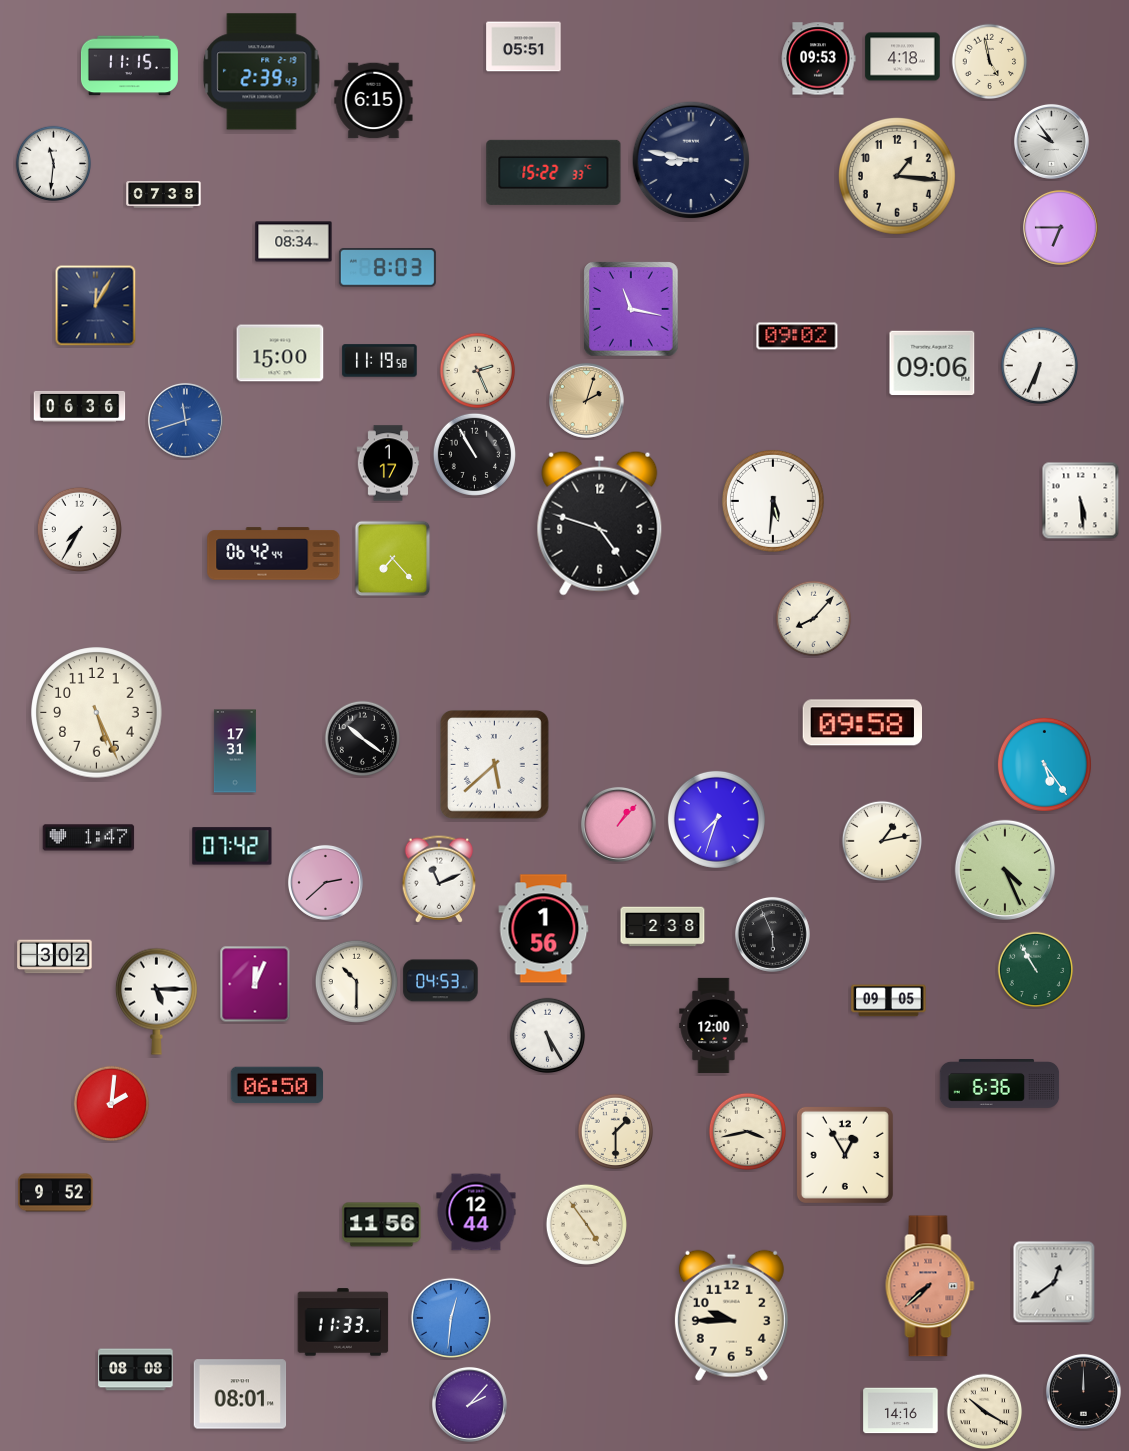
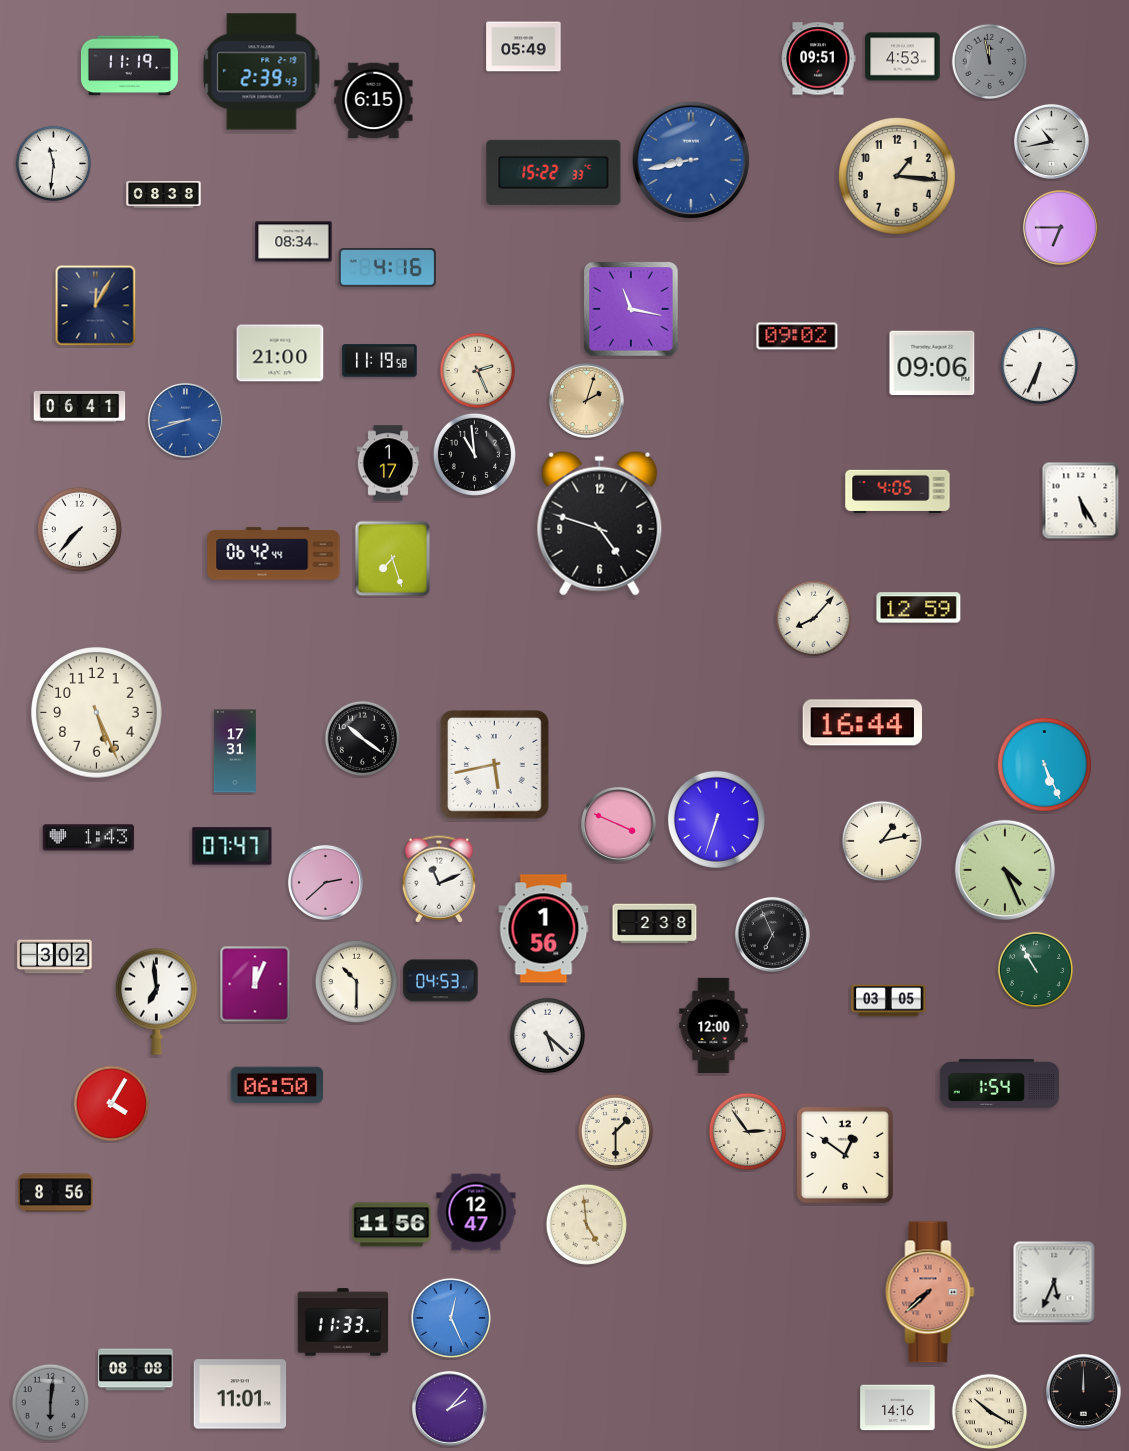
clock at (524, 47): 05:51 -> 05:49
clock at (903, 57): 4:18 -> 4:53
clock at (818, 59): 09:53 -> 09:51
clock at (990, 62): 4:58 -> 11:58
clock at (990, 62) dial: cream -> grey
clock at (129, 66): 11:15 -> 11:19
clock at (1051, 141): 9:54 -> 10:43
clock at (691, 160): 8:47 -> 8:43
clock at (691, 160) dial: navy -> blue
clock at (164, 195): 07:38 -> 08:38
clock at (387, 268): 8:03 -> 4:16
clock at (280, 353): 15:00 -> 21:00
clock at (80, 406): 06:36 -> 06:41
clock at (185, 420): 11:42 -> 8:42
clock at (474, 454): 10:55 -> 10:59
clock at (898, 492): none -> 4:05
clock at (773, 501): 5:31 -> none
clock at (1081, 501): 5:29 -> 5:25
clock at (79, 529): 7:35 -> 7:37
clock at (393, 559): 7:23 -> 7:27
clock at (919, 608): none -> 12:59
clock at (862, 723): 09:58 -> 16:44
clock at (1044, 764): 5:24 -> 5:26
clock at (495, 765): 5:38 -> 5:43
clock at (716, 819): 7:33 -> 6:33
clock at (618, 824): 1:07 -> 3:49
clock at (89, 838): 1:47 -> 1:43
clock at (232, 846): 07:42 -> 07:47
clock at (663, 927) position: (663, 927) -> (655, 924)
clock at (772, 934): 5:56 -> 6:56
clock at (156, 1001): 5:15 -> 6:59
clock at (889, 1001): 09:05 -> 03:05
clock at (548, 1036): 5:25 -> 5:22
clock at (1000, 1084): 6:36 -> 1:54
clock at (112, 1104): 2:01 -> 4:05
clock at (747, 1131): 3:43 -> 2:54
clock at (845, 1155): 12:55 -> 12:51
clock at (56, 1193): 9:52 -> 8:56
clock at (476, 1212): 12:44 -> 12:47
clock at (586, 1224): 4:54 -> 4:59
clock at (382, 1225) position: (382, 1225) -> (392, 1225)
clock at (1054, 1282): 12:39 -> 5:34
clock at (930, 1286) position: (930, 1286) -> (930, 1292)
clock at (731, 1315): 9:45 -> none
clock at (450, 1317): 12:31 -> 12:26
clock at (240, 1394): 08:01 -> 11:01
clock at (50, 1402): none -> 6:01
clock at (469, 1404) position: (469, 1404) -> (449, 1408)
clock at (901, 1411) position: (901, 1411) -> (898, 1408)
clock at (985, 1412) position: (985, 1412) -> (990, 1412)
